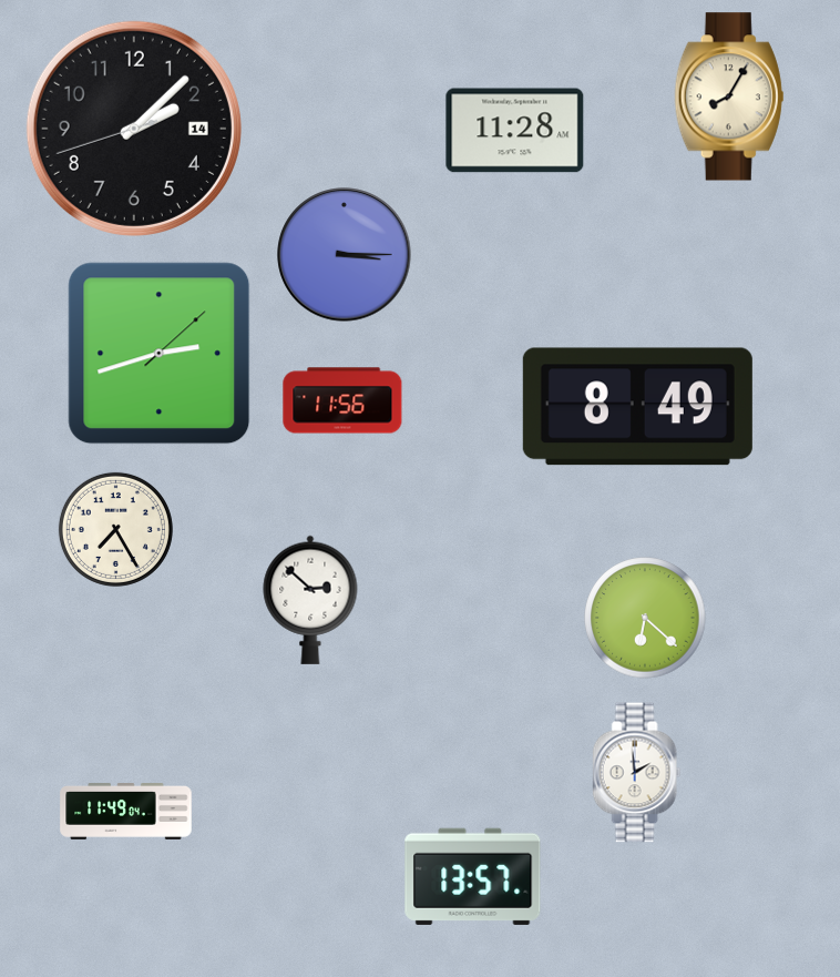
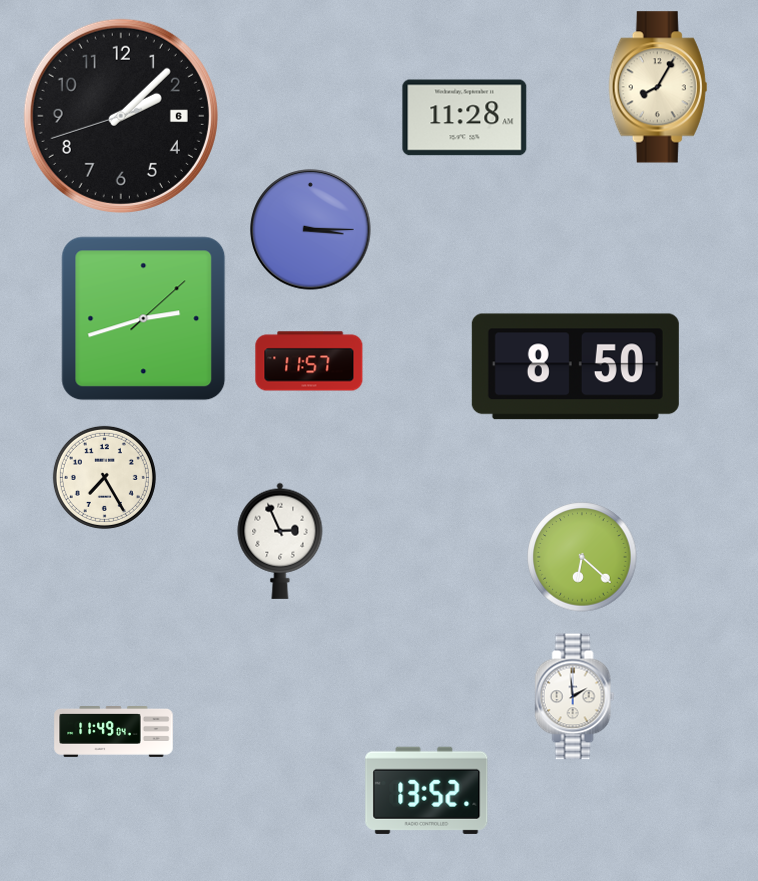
clock at (134, 129) date: 14 -> 6
clock at (342, 400): 11:56 -> 11:57
clock at (637, 407): 8:49 -> 8:50
clock at (310, 600): 2:52 -> 2:56
clock at (473, 876): 13:57 -> 13:52
